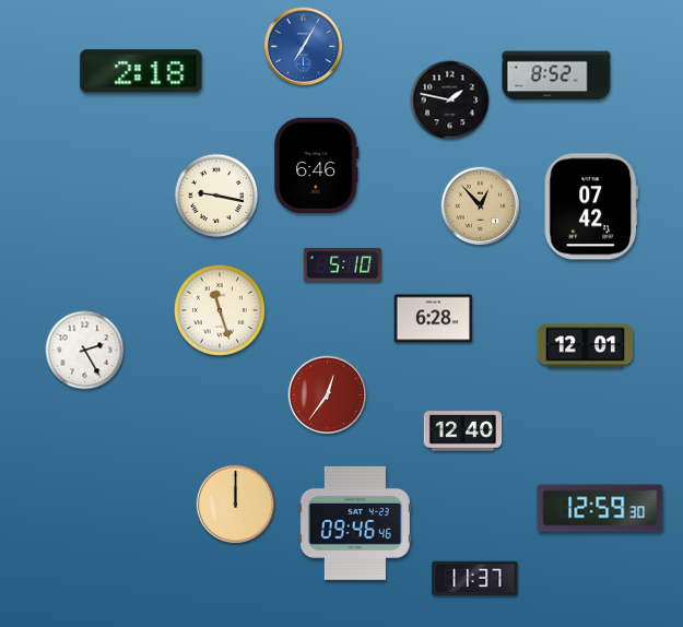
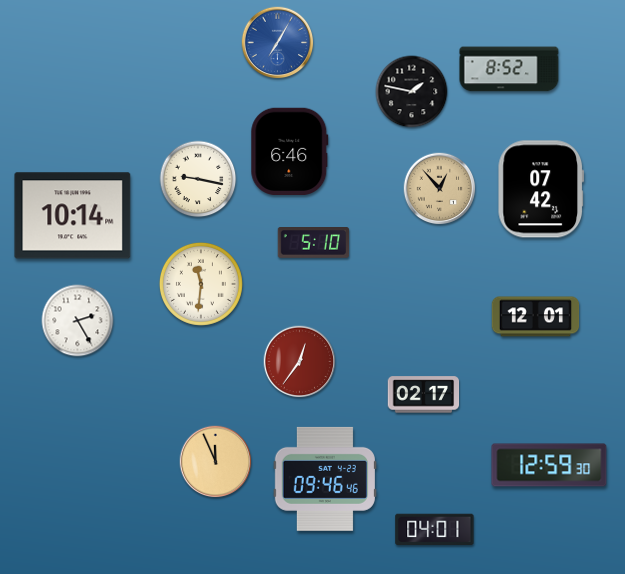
clock at (141, 71): 2:18 -> none
clock at (73, 216): none -> 10:14
clock at (220, 310): 11:27 -> 11:31
clock at (434, 319): 6:28 -> none
clock at (463, 431): 12:40 -> 02:17
clock at (236, 505): 12:00 -> 11:56
clock at (475, 579): 11:37 -> 04:01
